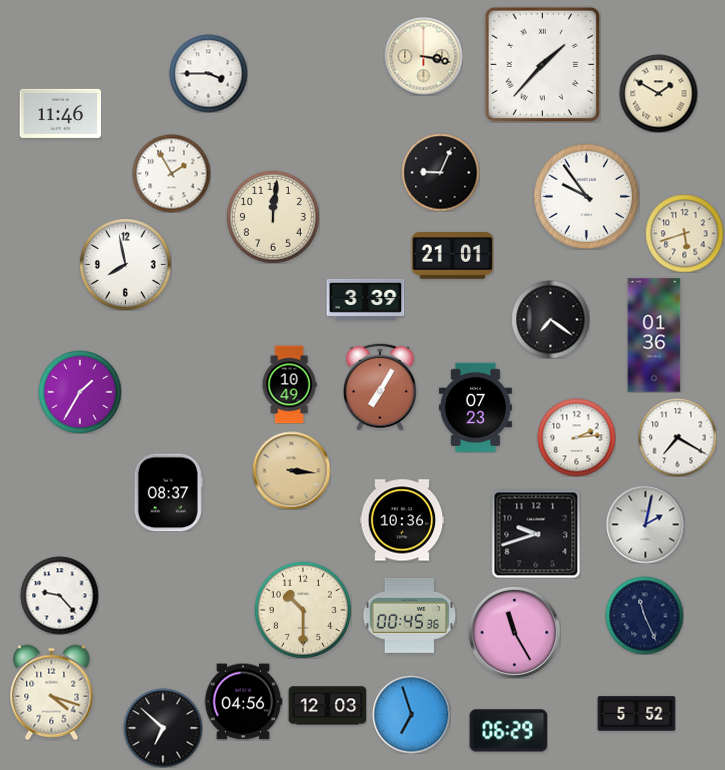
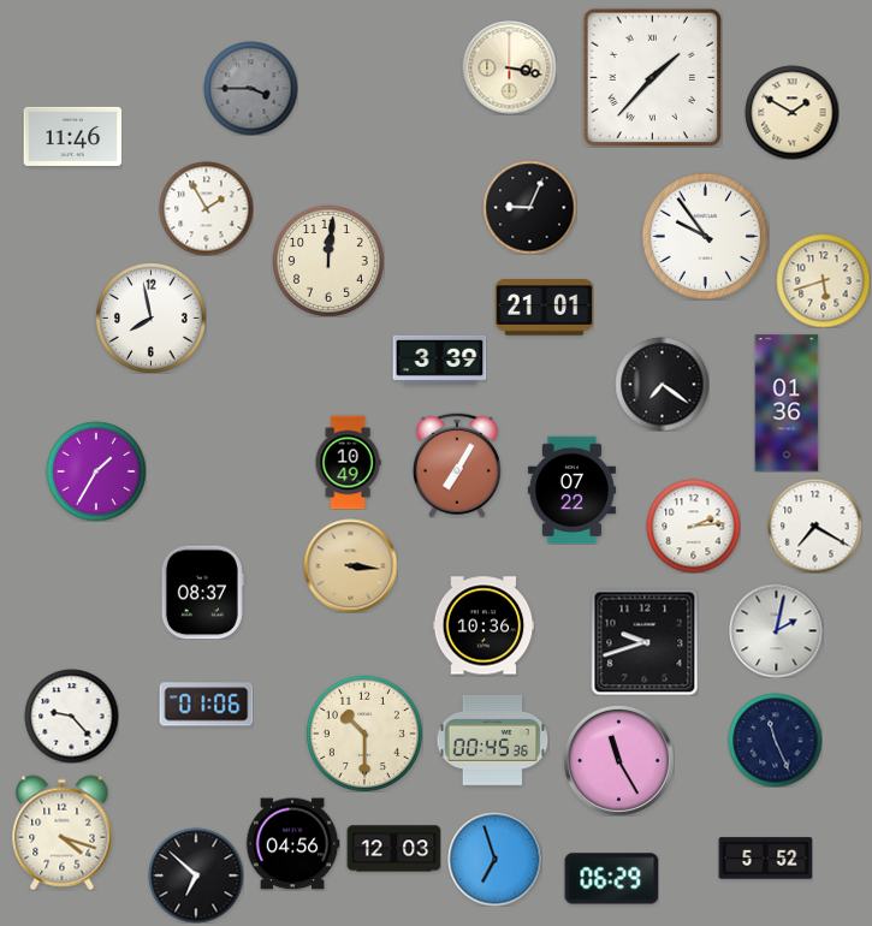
clock at (208, 73) dial: white -> grey
clock at (475, 407): 07:23 -> 07:22
clock at (206, 705): none -> 01:06
